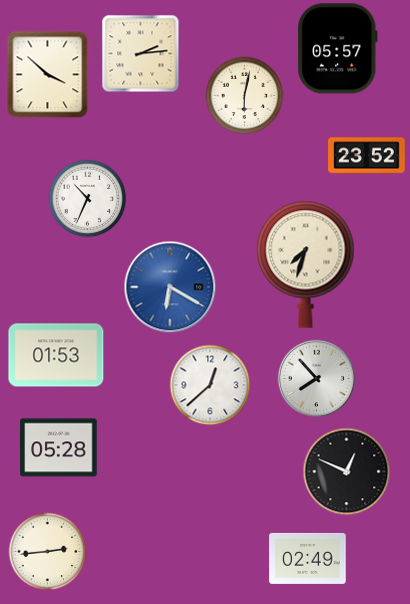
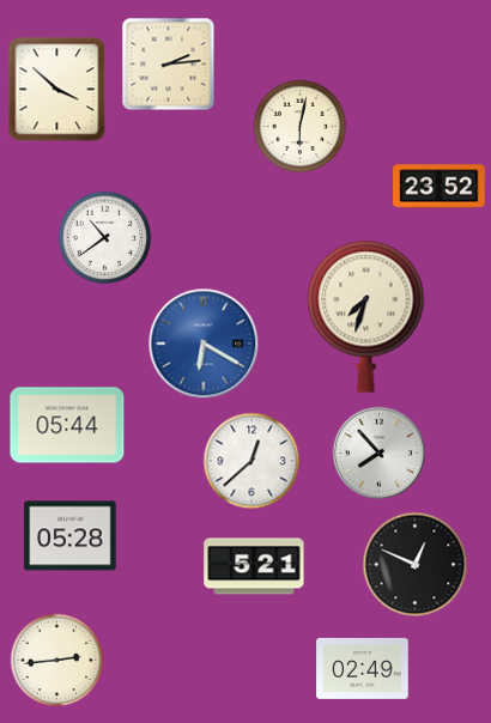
clock at (338, 49): 05:57 -> none
clock at (244, 95) position: (244, 95) -> (299, 126)
clock at (87, 198): 10:34 -> 10:39
clock at (56, 355): 01:53 -> 05:44
clock at (254, 566): none -> 5:21
clock at (308, 558) position: (308, 558) -> (363, 668)
